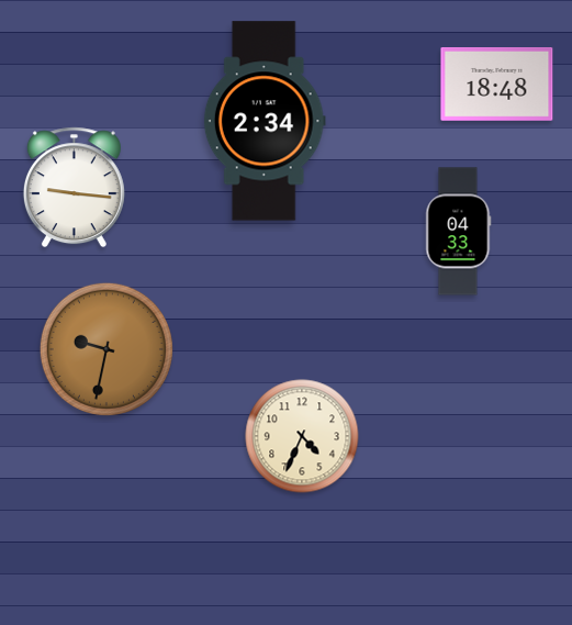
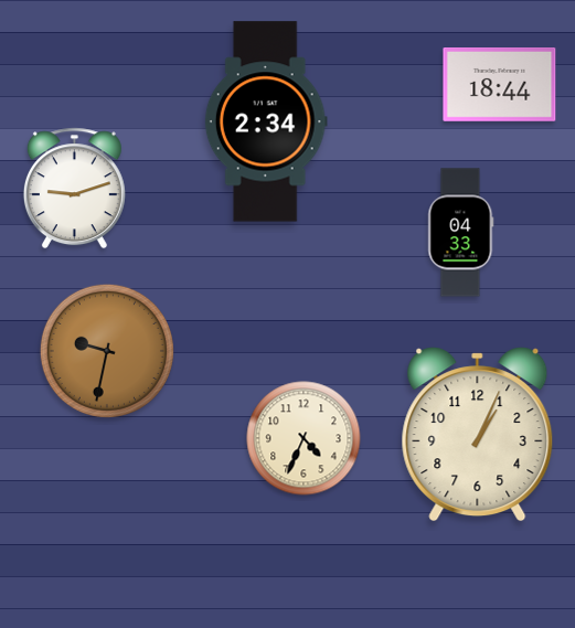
clock at (497, 85): 18:48 -> 18:44
clock at (74, 188): 9:16 -> 9:12
clock at (478, 435): none -> 1:04
